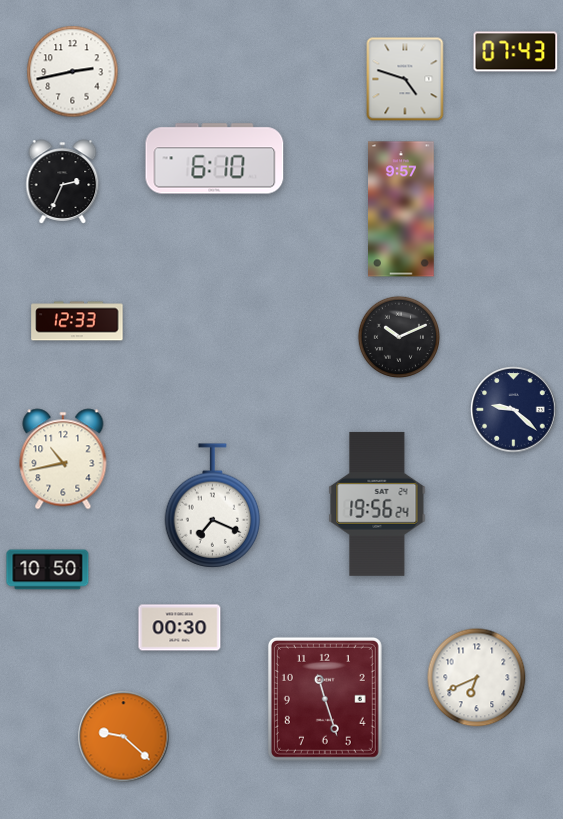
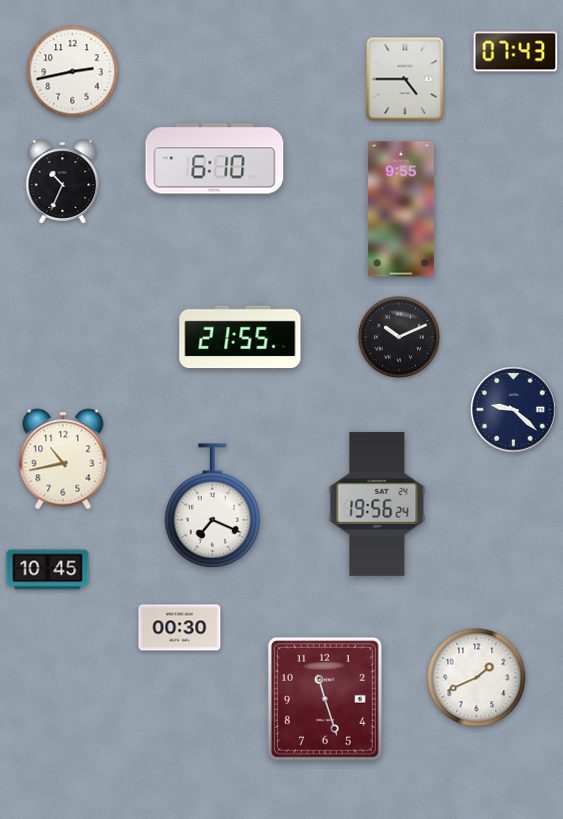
clock at (405, 79): 4:48 -> 4:45
clock at (63, 182): 2:34 -> 10:34
clock at (402, 209): 9:57 -> 9:55
clock at (77, 321): 12:33 -> none
clock at (240, 337): none -> 21:55
clock at (48, 570): 10:50 -> 10:45
clock at (477, 678): 6:41 -> 1:41
clock at (124, 737): 9:22 -> none
